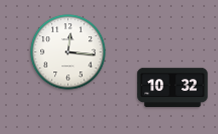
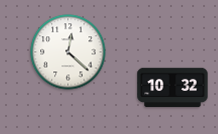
clock at (68, 52): 12:16 -> 12:22
